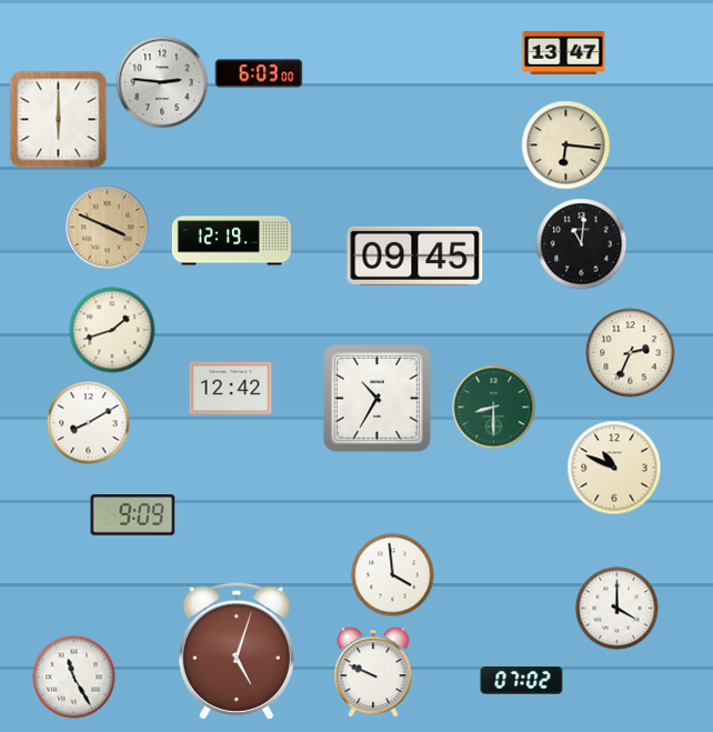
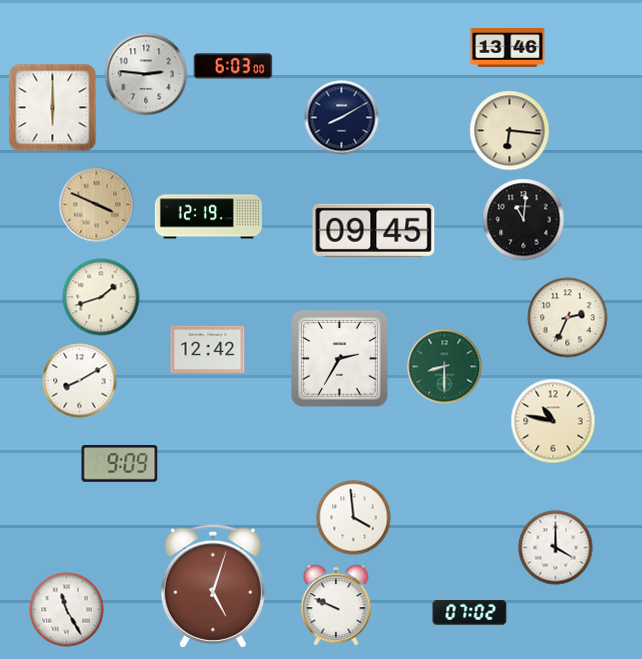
clock at (564, 52): 13:47 -> 13:46
clock at (342, 118): none -> 8:10
clock at (378, 399): 10:35 -> 2:35
clock at (614, 468): 10:49 -> 10:47
